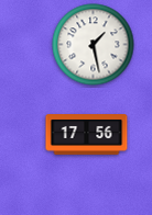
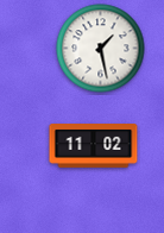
clock at (87, 135): 17:56 -> 11:02
